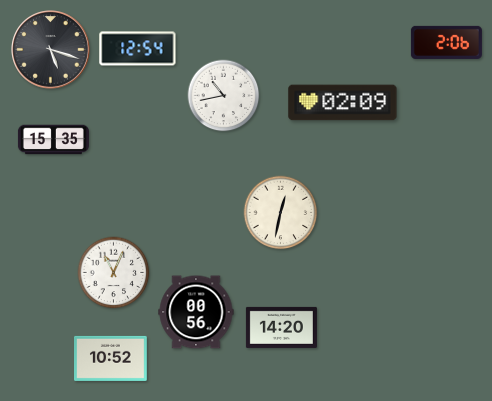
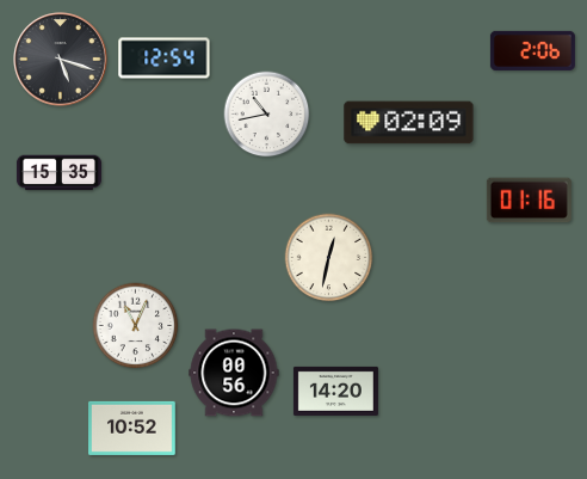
clock at (53, 140) position: (53, 140) -> (58, 173)
clock at (529, 201): none -> 01:16
clock at (281, 213) position: (281, 213) -> (329, 258)
